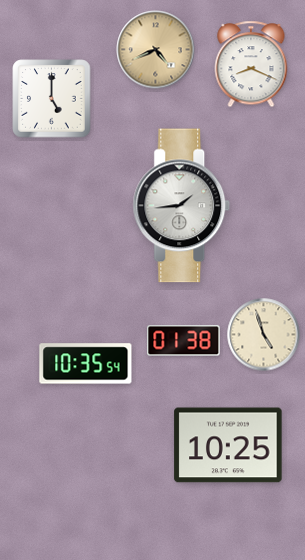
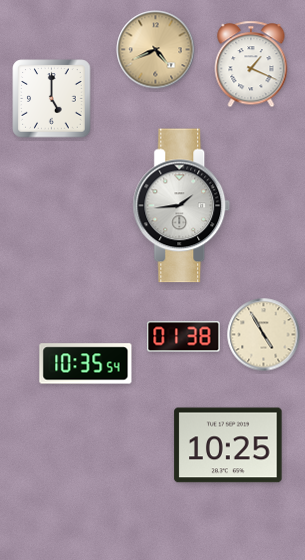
clock at (251, 64): 8:19 -> 1:19
clock at (264, 335): 4:57 -> 4:55
clock at (184, 341) position: (184, 341) -> (184, 337)
